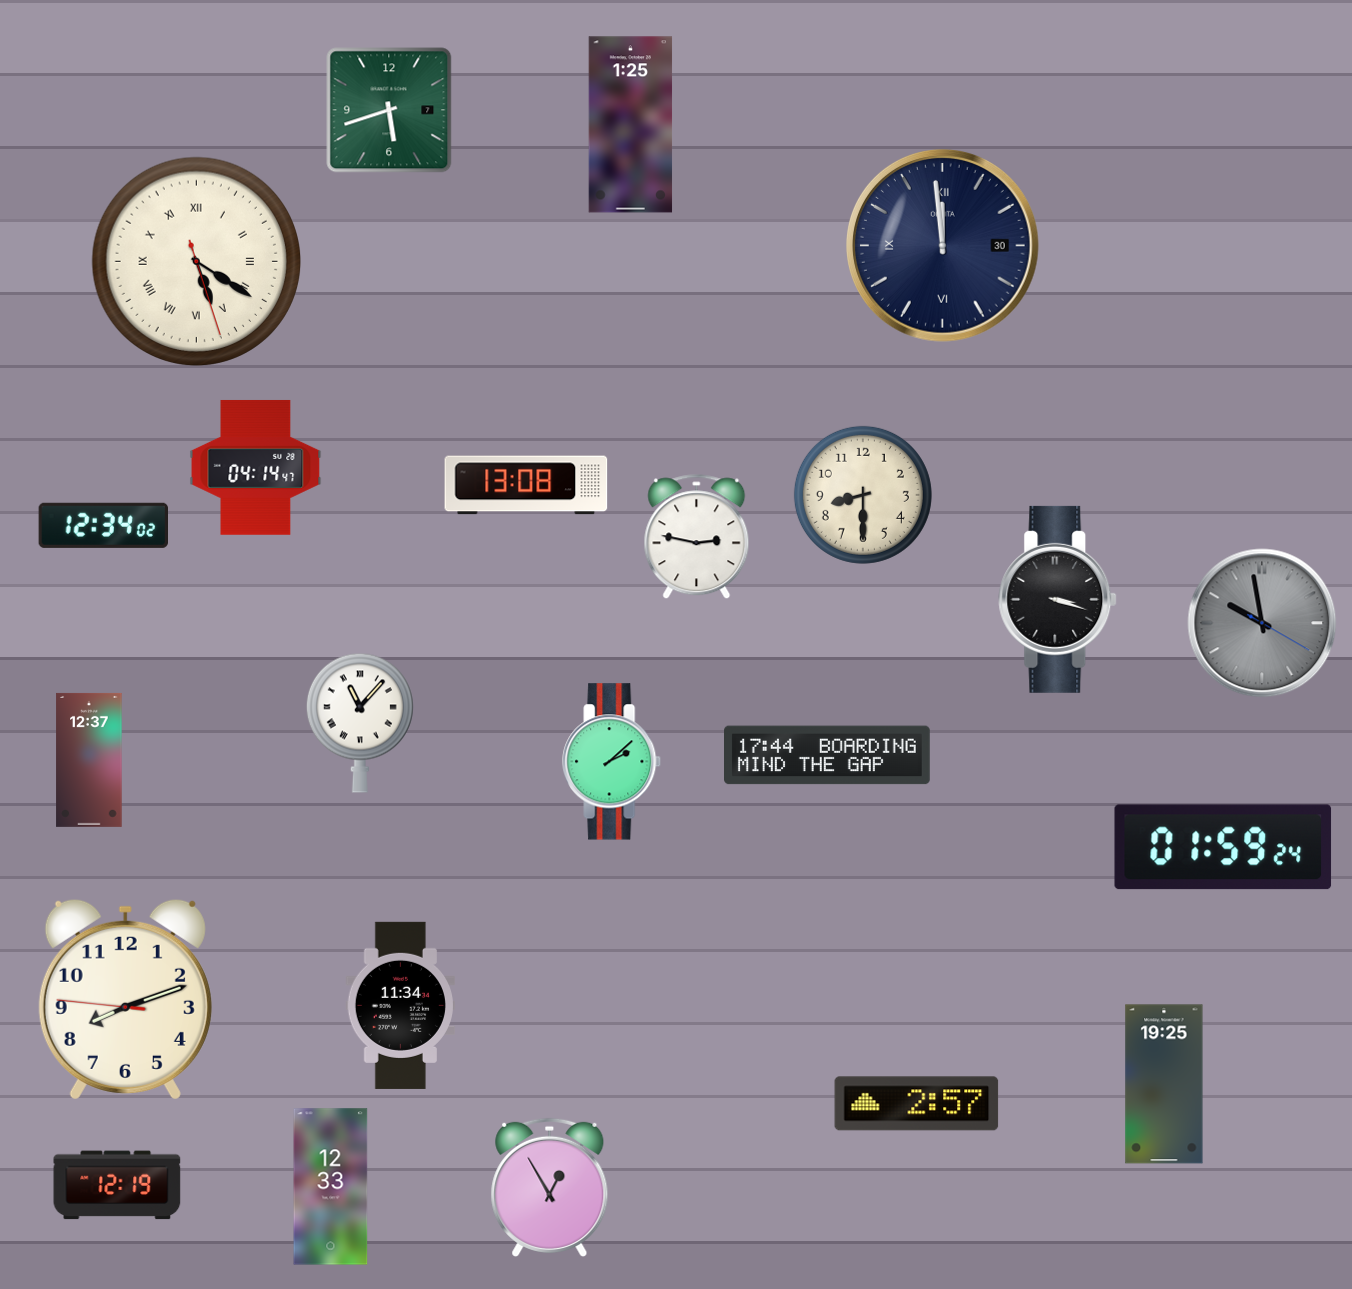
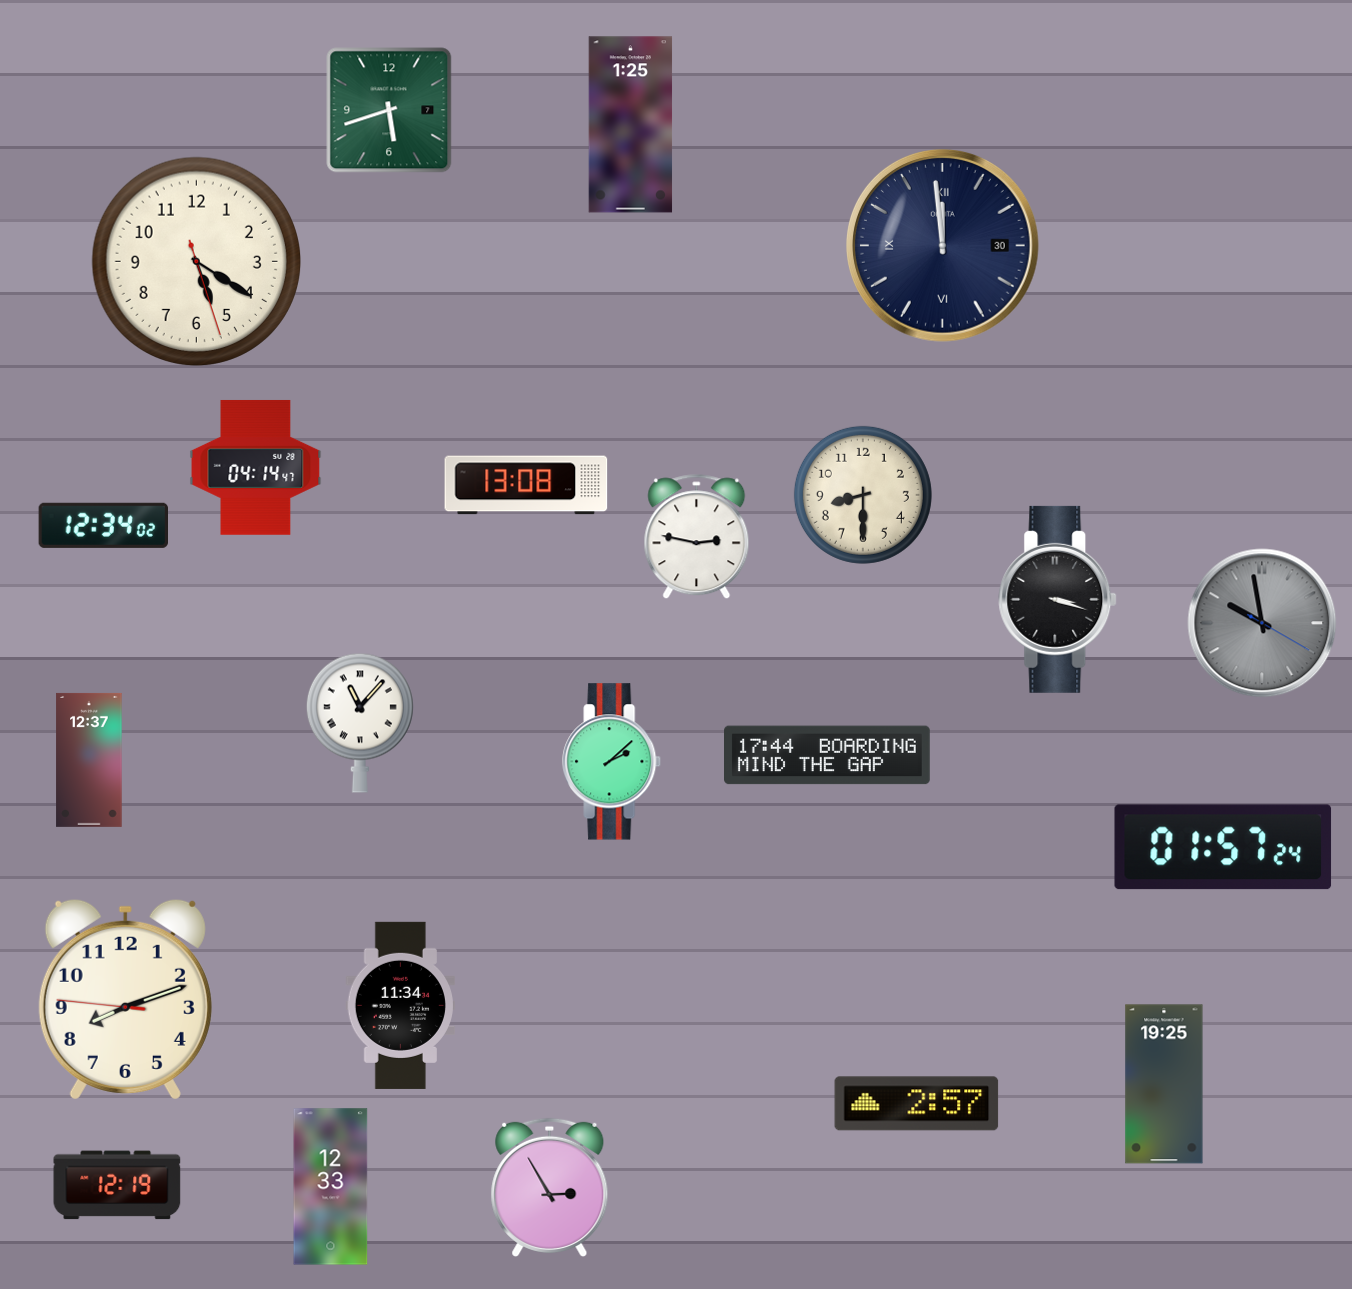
clock at (196, 261) numerals: Roman -> Arabic
clock at (1223, 847): 01:59 -> 01:57
clock at (550, 1187): 12:55 -> 2:55
